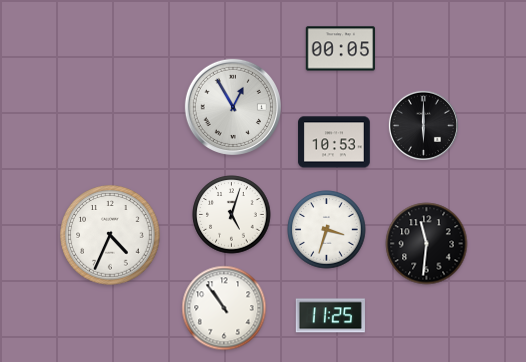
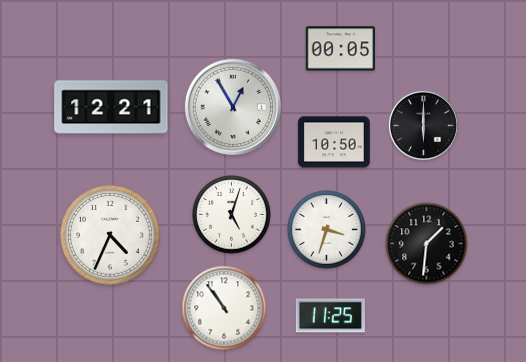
clock at (111, 107): none -> 12:21
clock at (334, 142): 10:53 -> 10:50
clock at (427, 244): 11:31 -> 1:31
